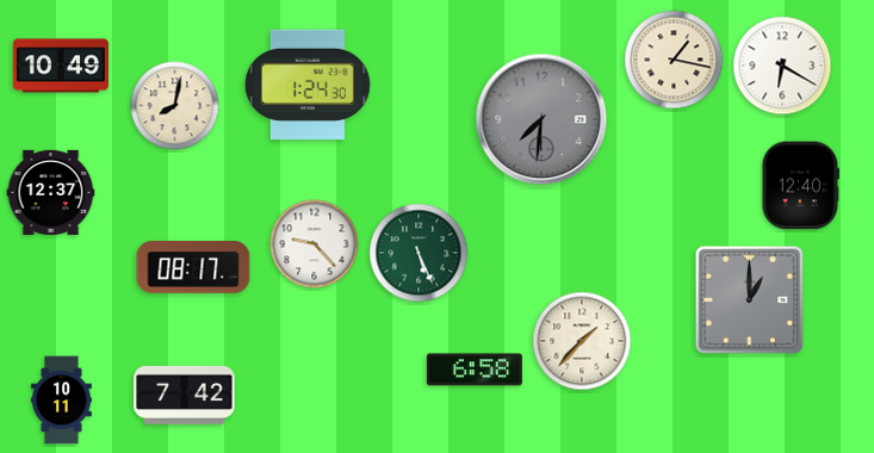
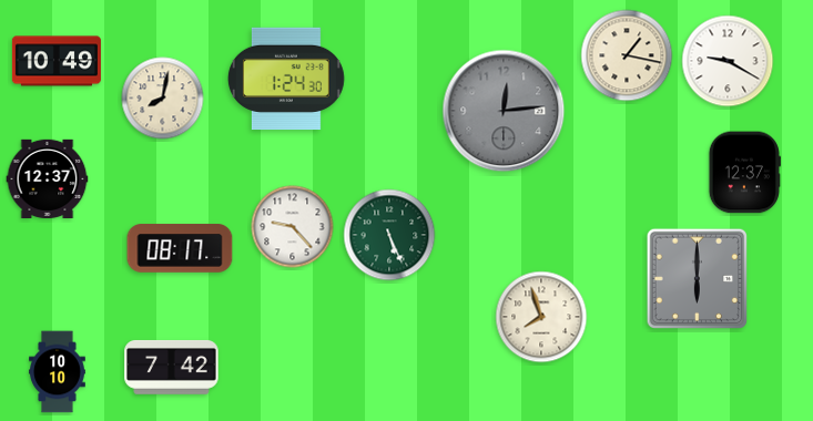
clock at (782, 66): 6:20 -> 9:20
clock at (541, 119): 7:31 -> 12:14
clock at (800, 186): 12:40 -> 12:37
clock at (750, 300): 1:00 -> 6:00
clock at (582, 341): 1:37 -> 7:57
clock at (475, 370): 6:58 -> none
clock at (62, 401): 10:11 -> 10:10
